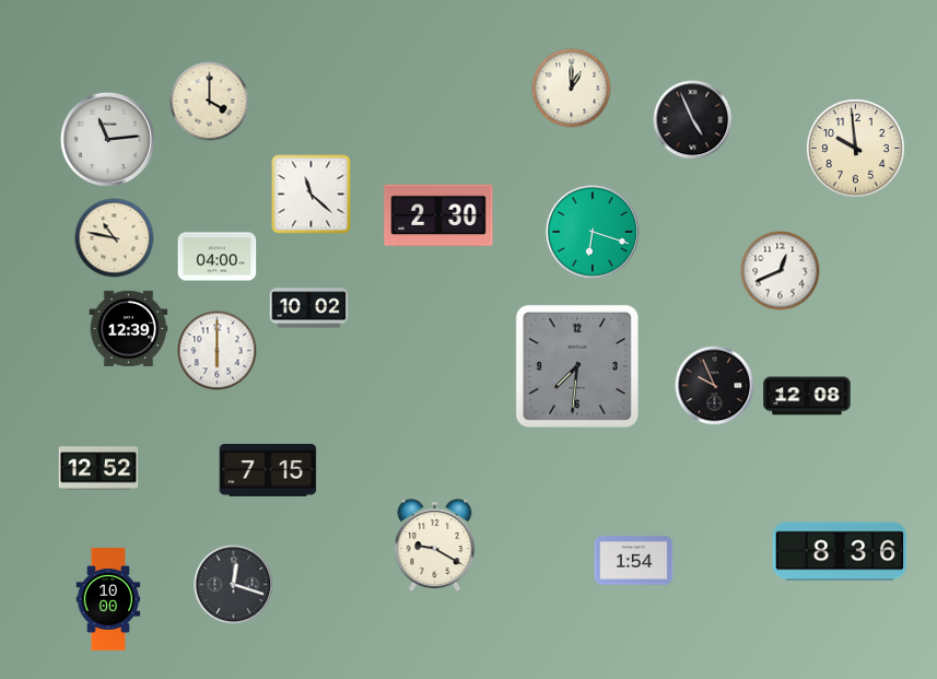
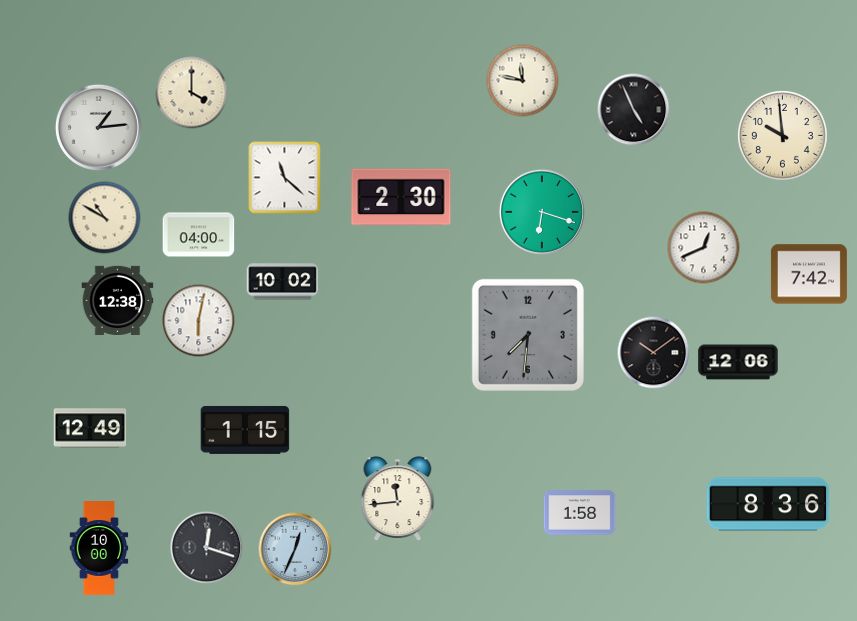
clock at (572, 89): 1:00 -> 11:47
clock at (107, 139): 11:14 -> 1:14
clock at (115, 238): 10:47 -> 10:50
clock at (781, 271) position: (781, 271) -> (704, 248)
clock at (809, 274): none -> 7:42
clock at (129, 328): 12:39 -> 12:38
clock at (218, 351): 6:00 -> 6:02
clock at (715, 386): 9:56 -> 10:09
clock at (807, 396): 12:08 -> 12:06
clock at (98, 468): 12:52 -> 12:49
clock at (268, 470): 7:15 -> 1:15
clock at (435, 546): 9:20 -> 11:44
clock at (634, 561): 1:54 -> 1:58
clock at (234, 585) position: (234, 585) -> (207, 548)
clock at (295, 549): none -> 12:34
